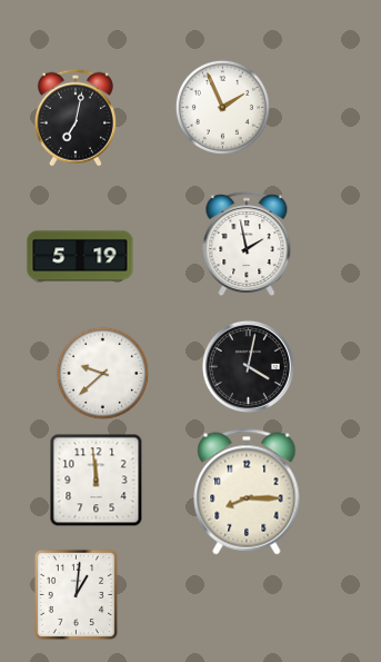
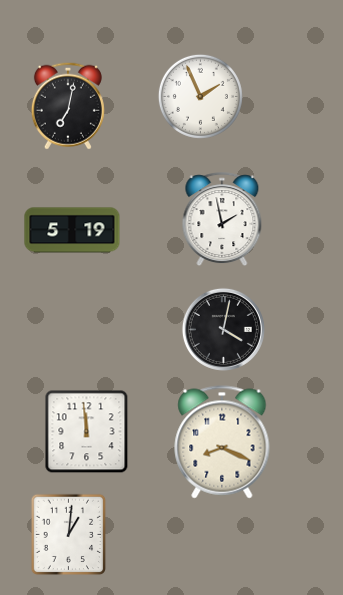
clock at (102, 373): 9:38 -> none
clock at (247, 492): 8:15 -> 8:19
